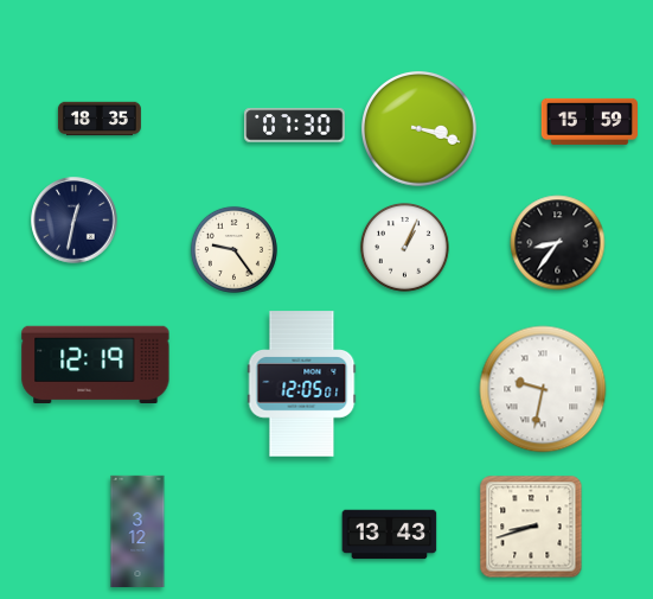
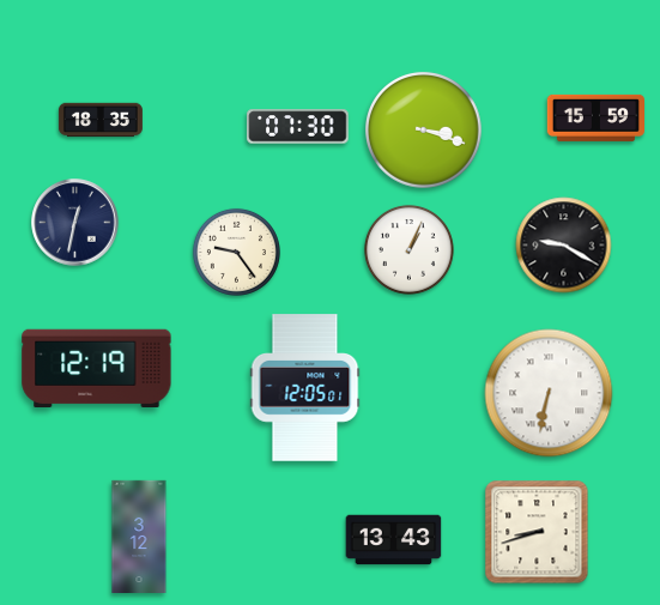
clock at (589, 121) position: (589, 121) -> (595, 117)
clock at (558, 243): 8:36 -> 9:20
clock at (543, 389): 9:32 -> 6:32
